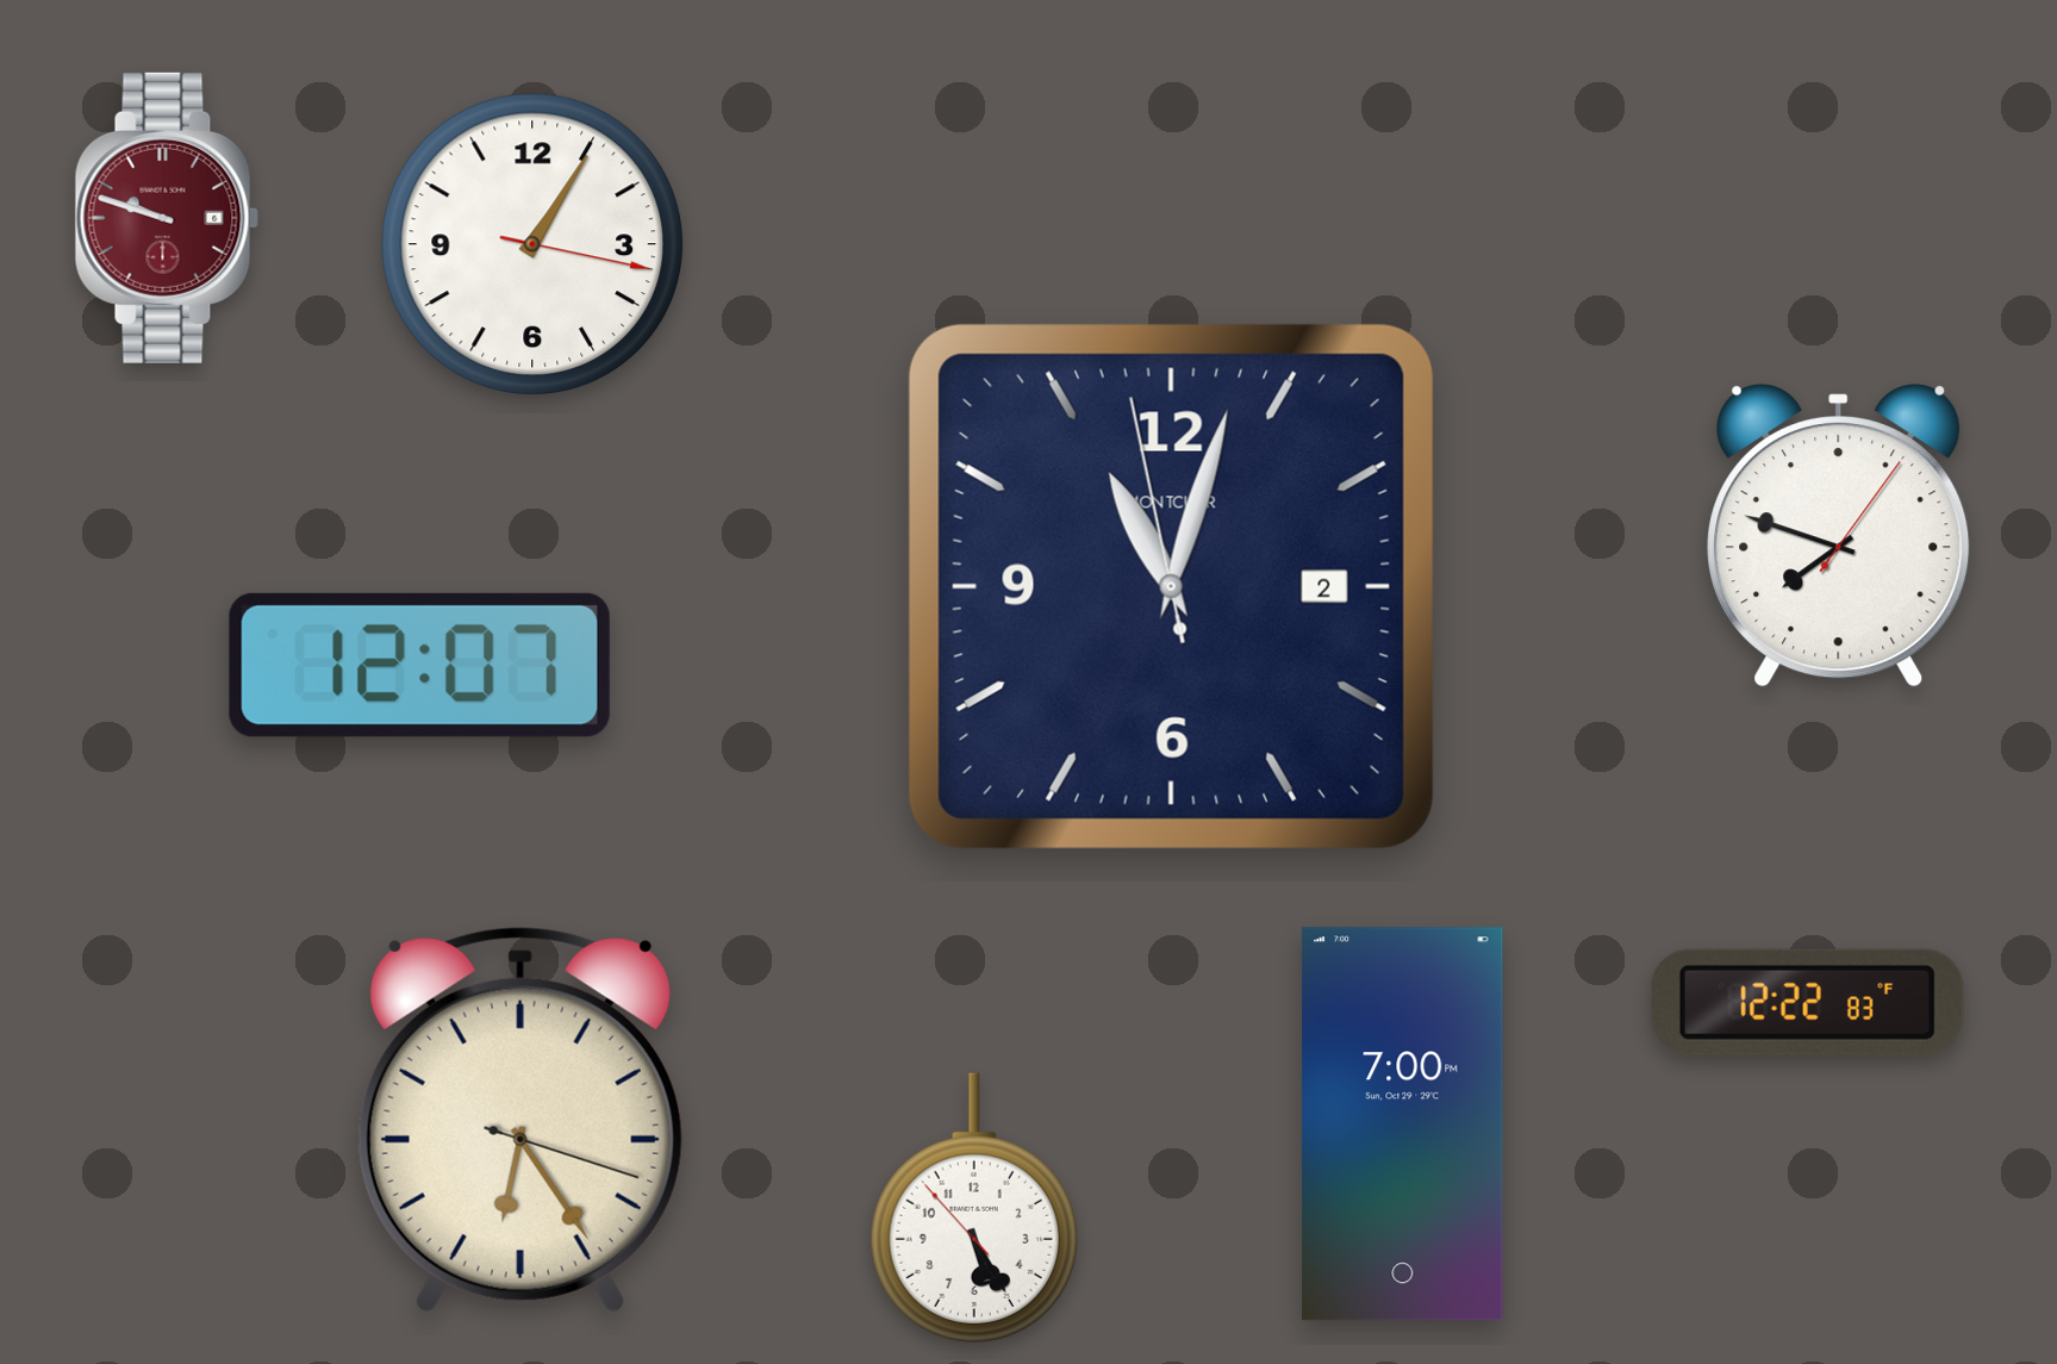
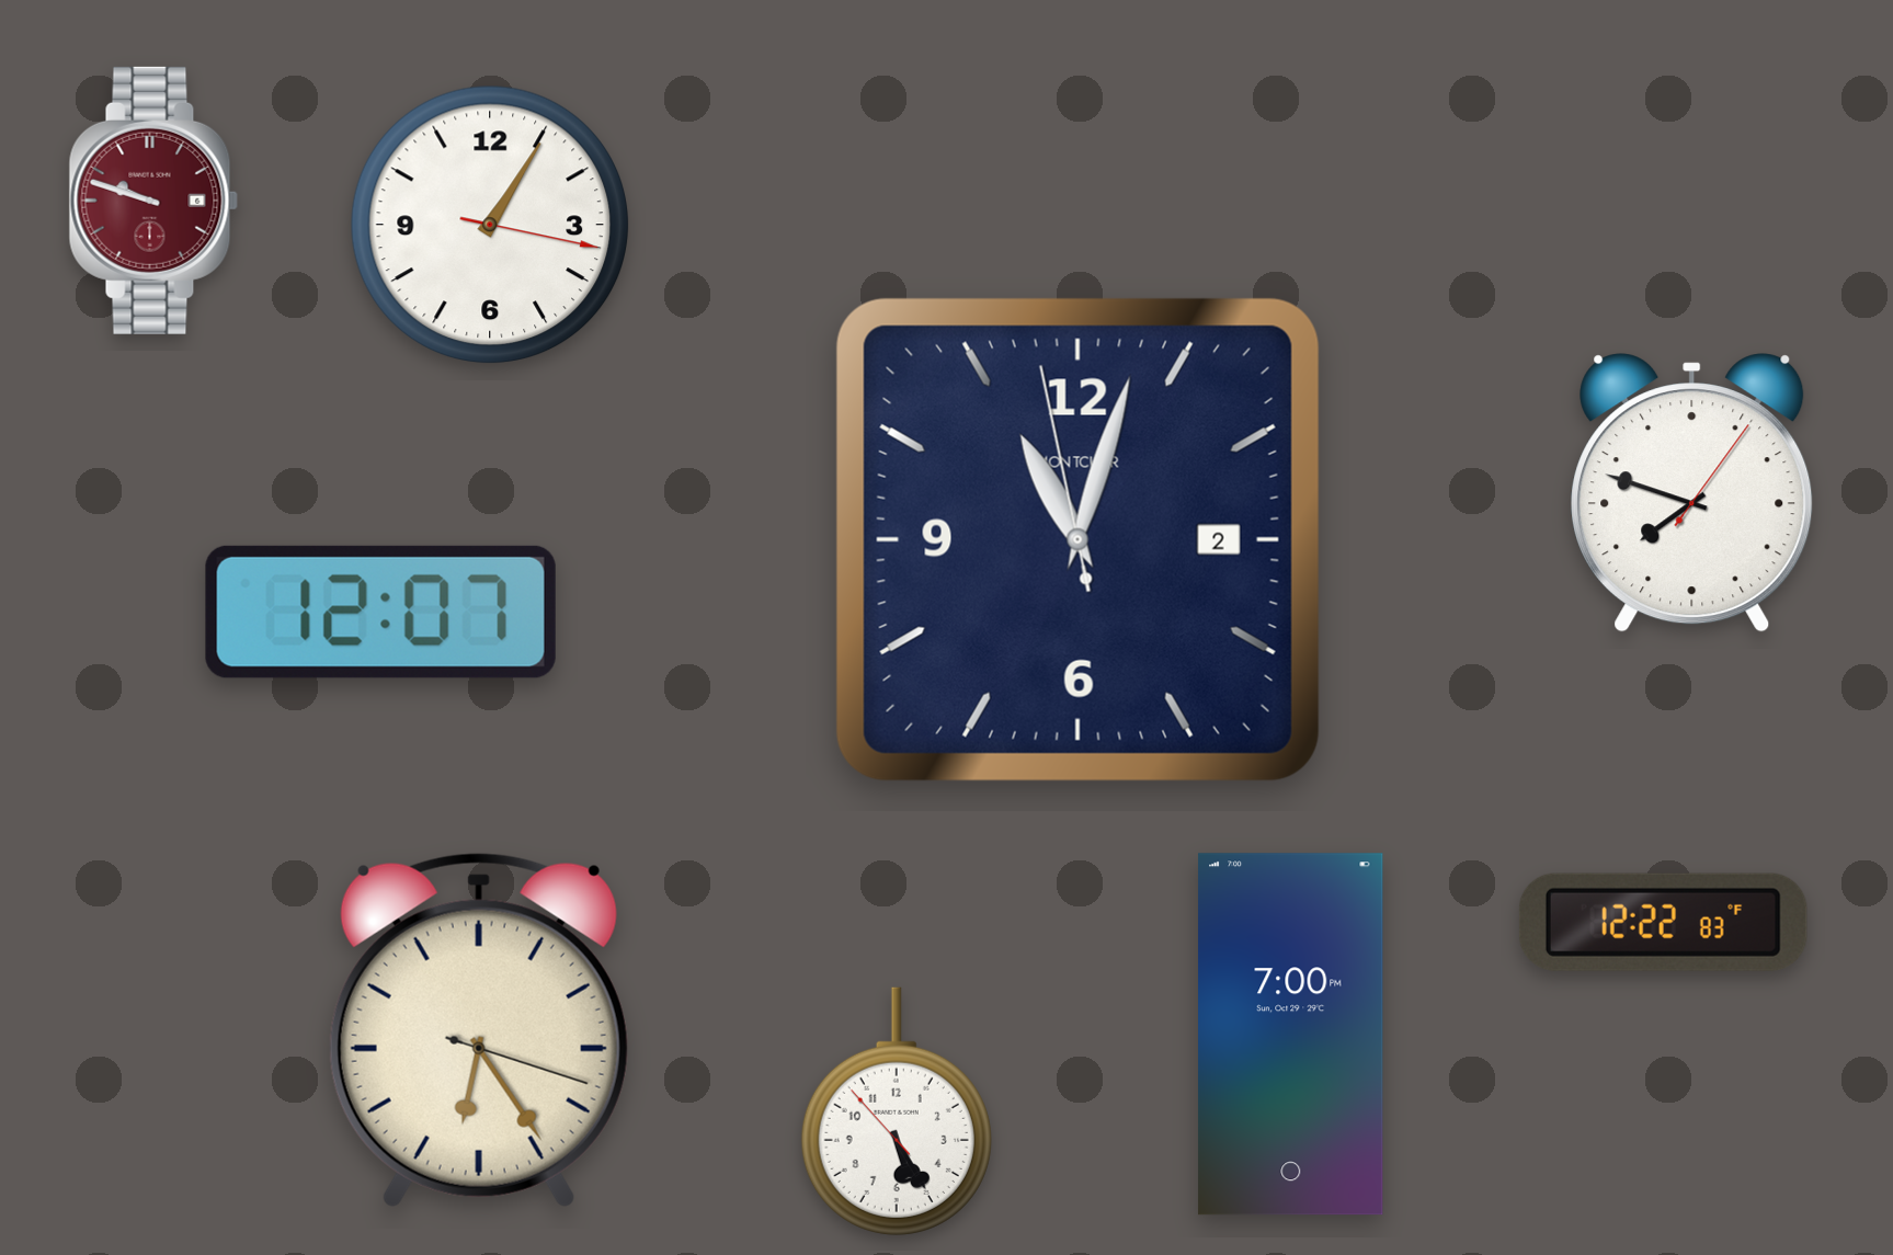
clock at (419, 665) position: (419, 665) -> (380, 612)
